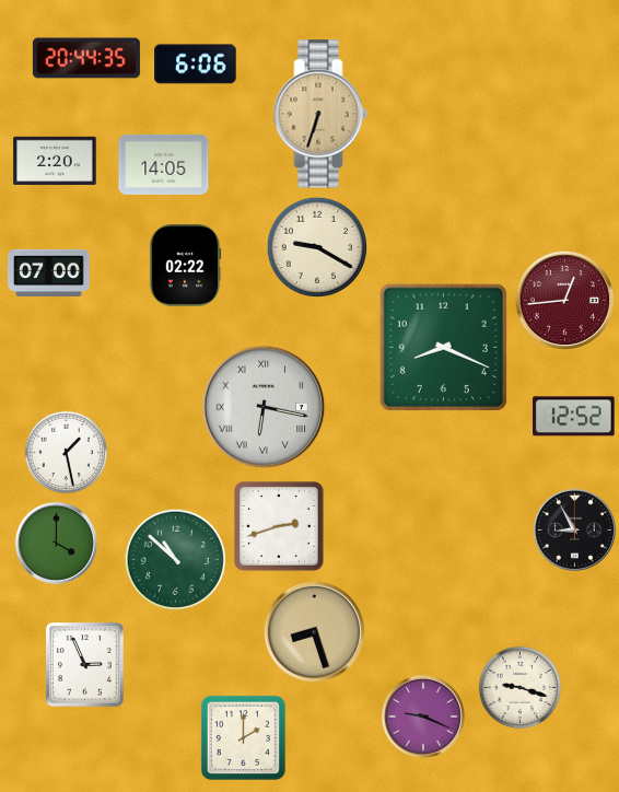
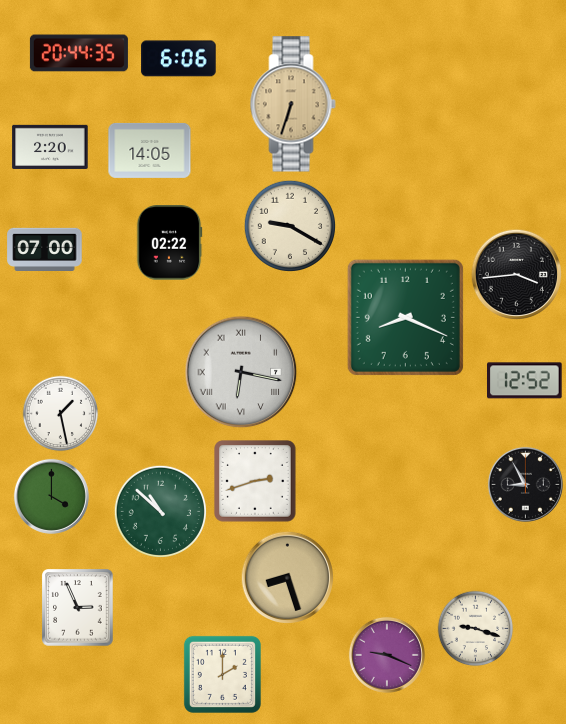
clock at (564, 300): 12:44 -> 3:44
clock at (564, 300) dial: burgundy -> black
